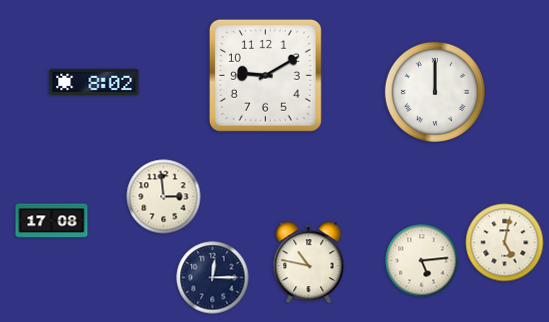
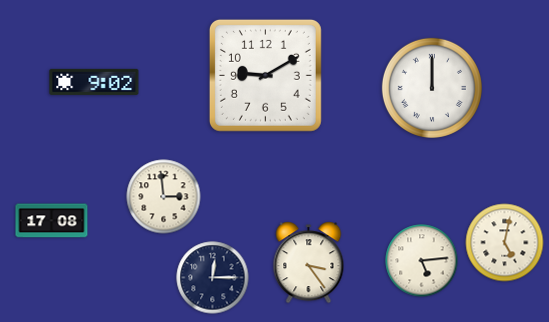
clock at (94, 82): 8:02 -> 9:02
clock at (435, 92) position: (435, 92) -> (432, 88)
clock at (309, 263): 10:47 -> 3:24
